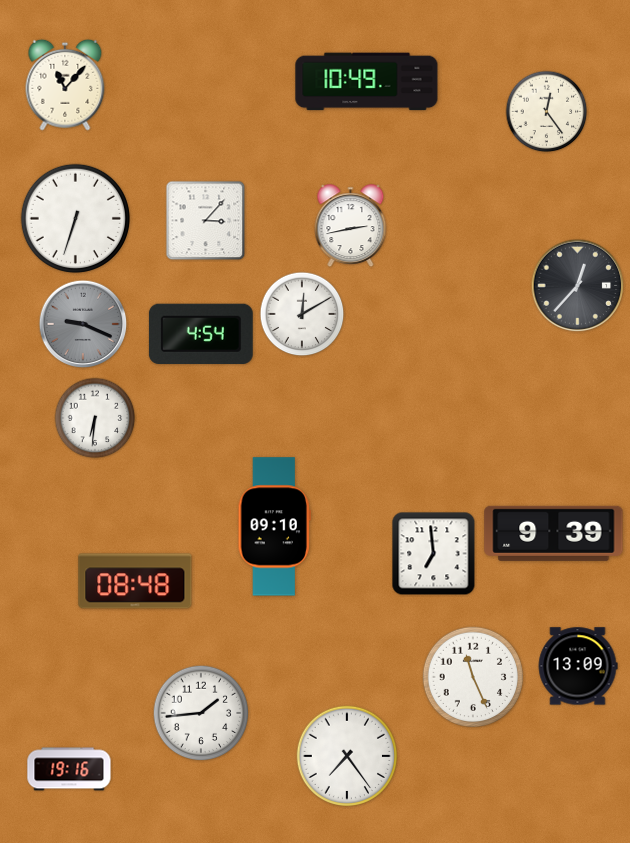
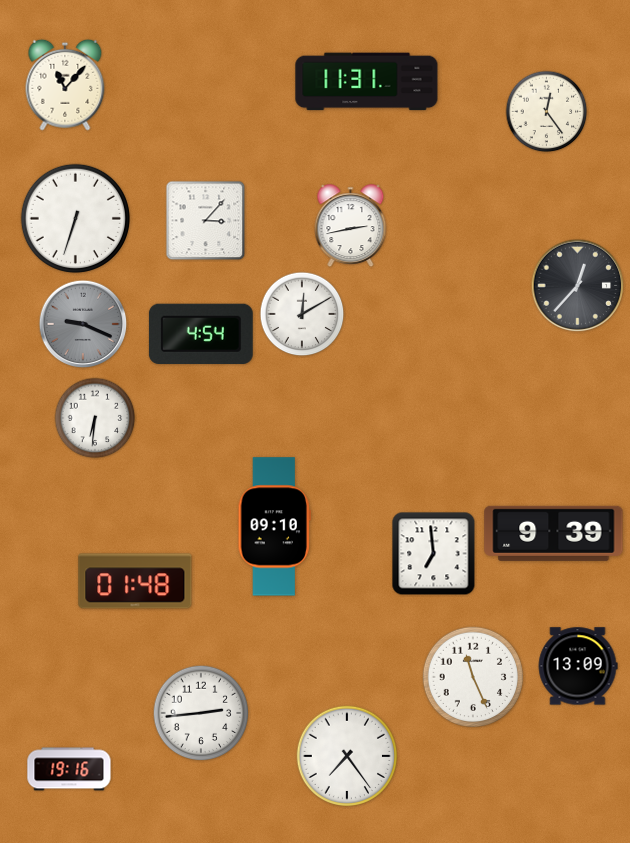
clock at (367, 82): 10:49 -> 11:31
clock at (135, 581): 08:48 -> 01:48
clock at (201, 713): 1:44 -> 2:44
